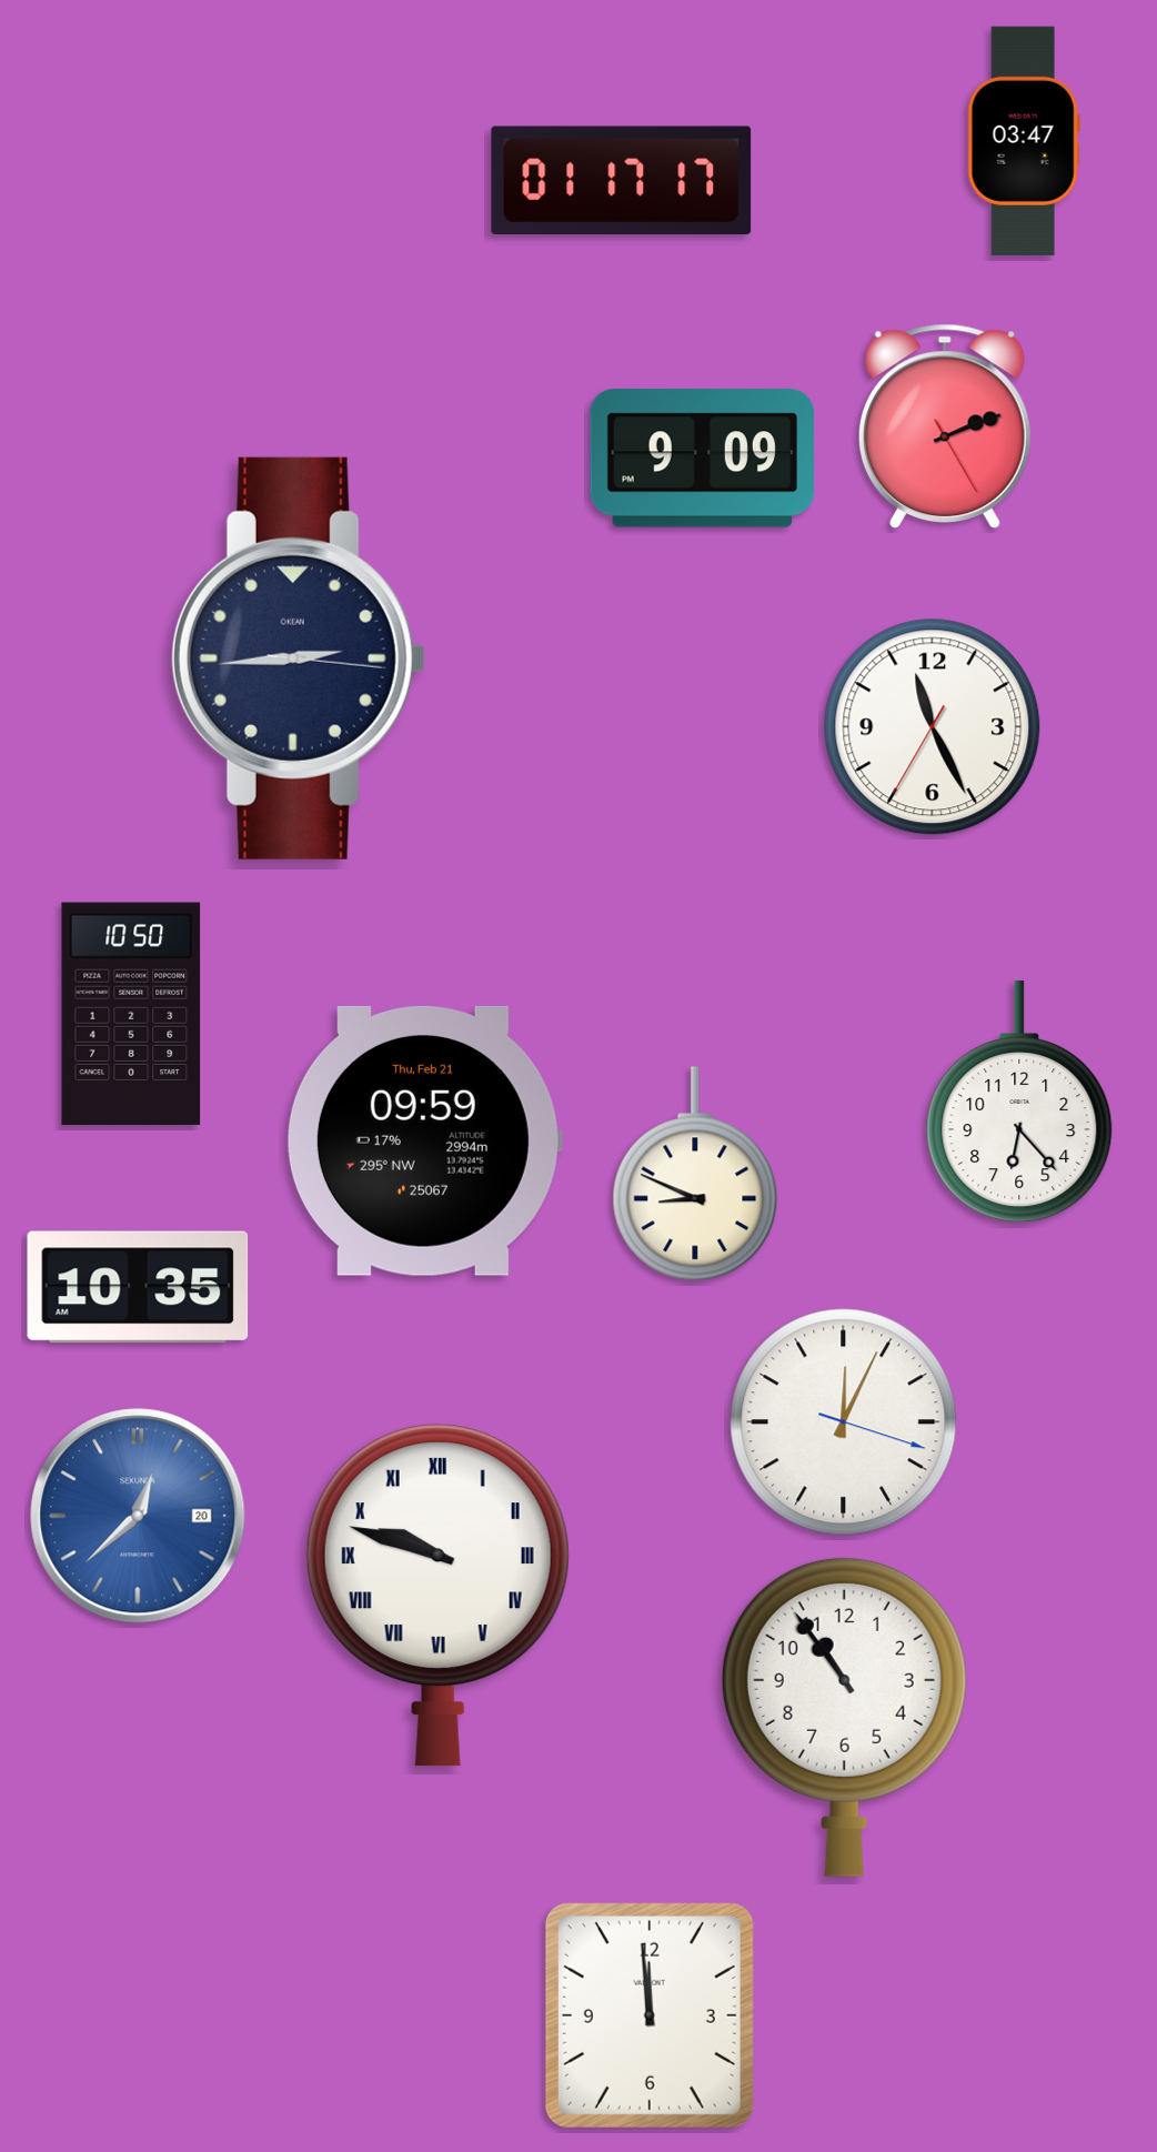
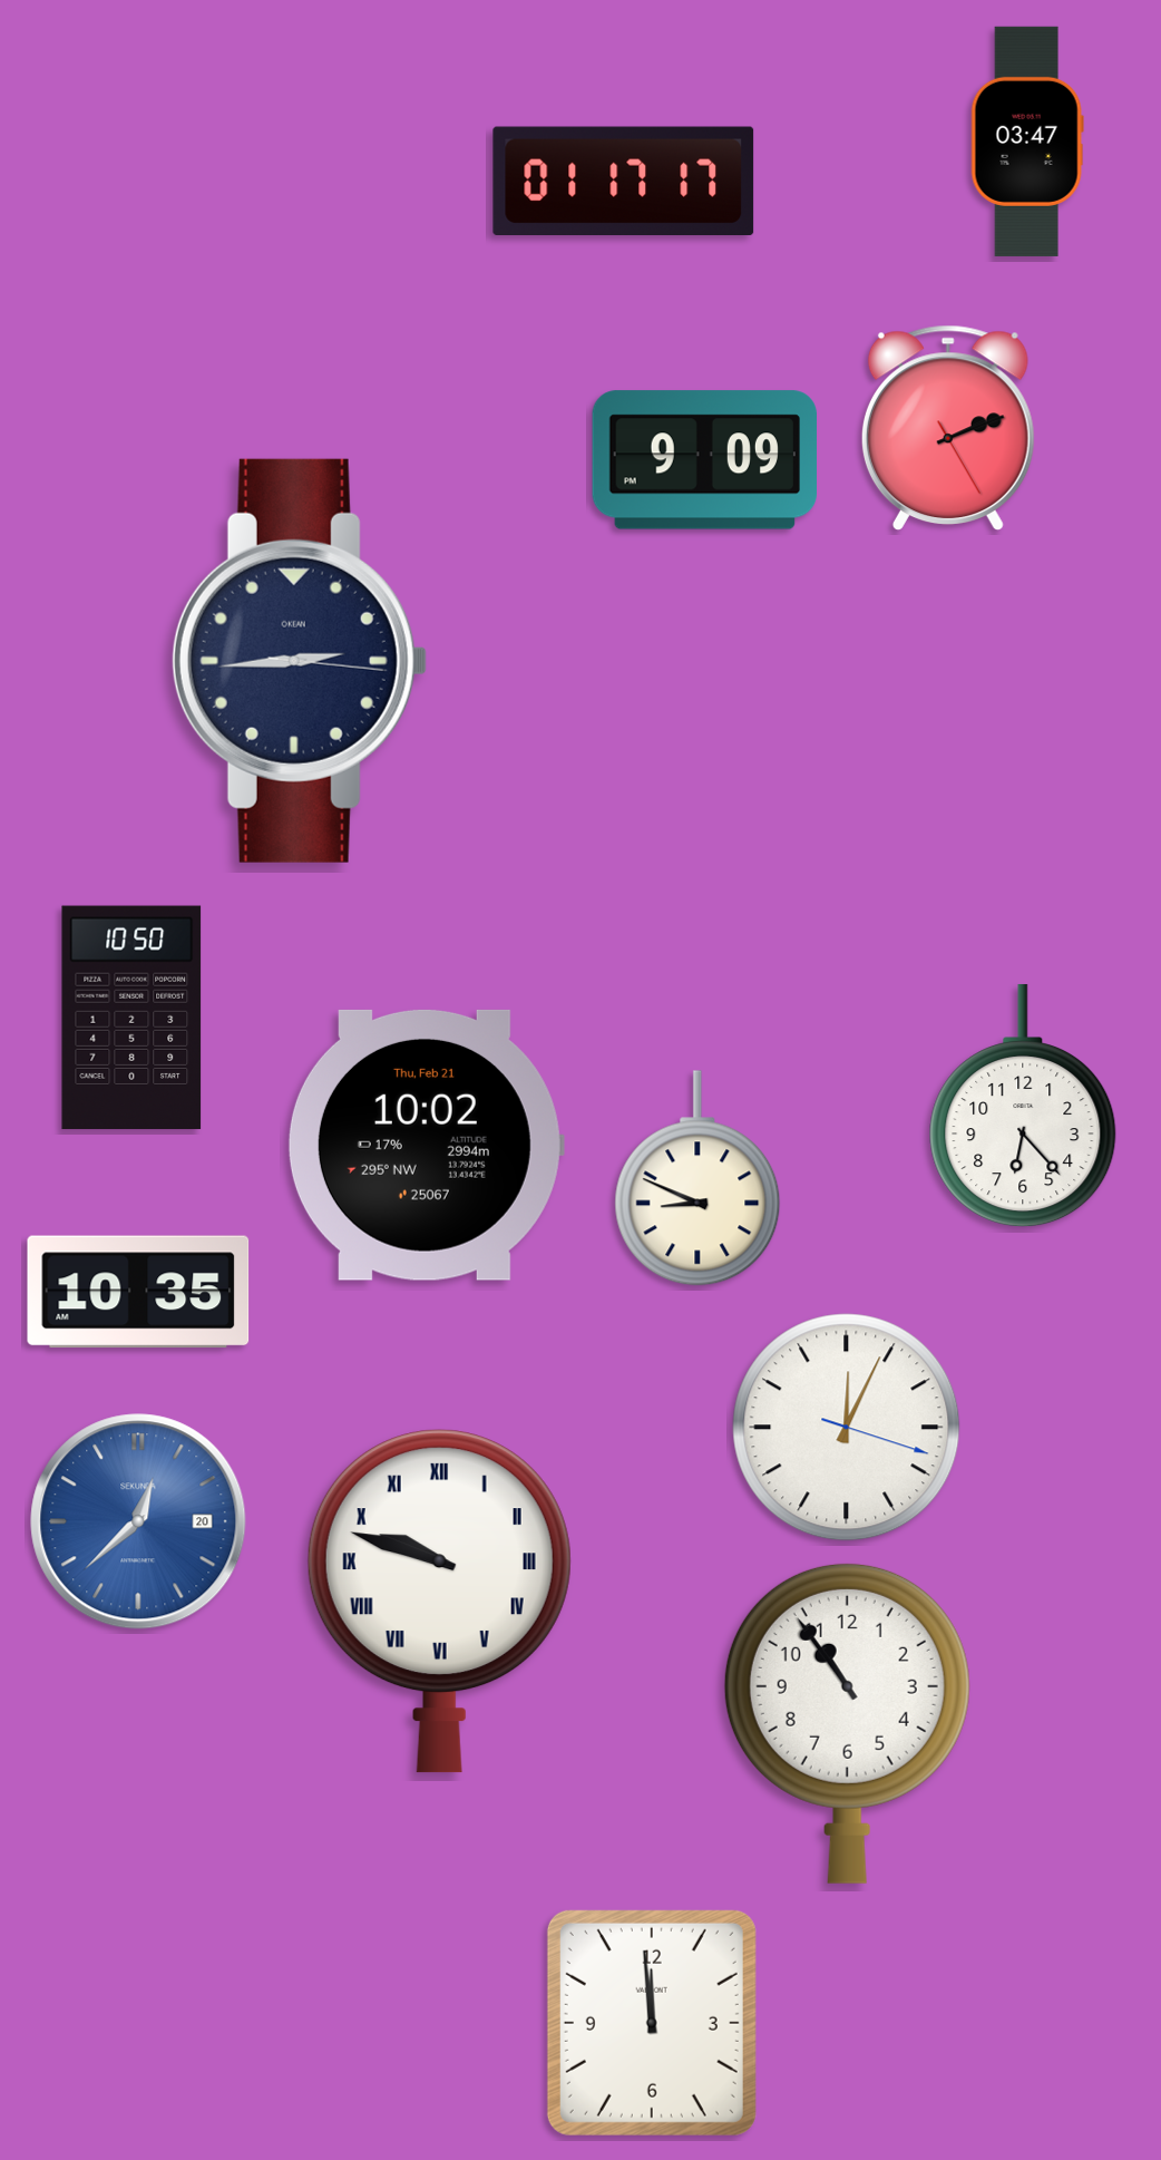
clock at (933, 727): 11:25 -> none
clock at (424, 1140): 09:59 -> 10:02
